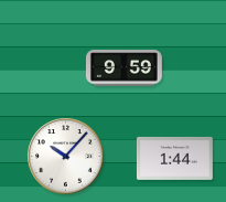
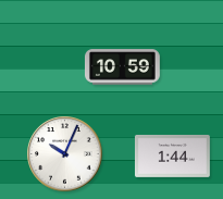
clock at (123, 68): 9:59 -> 10:59
clock at (66, 157): 10:07 -> 10:04
